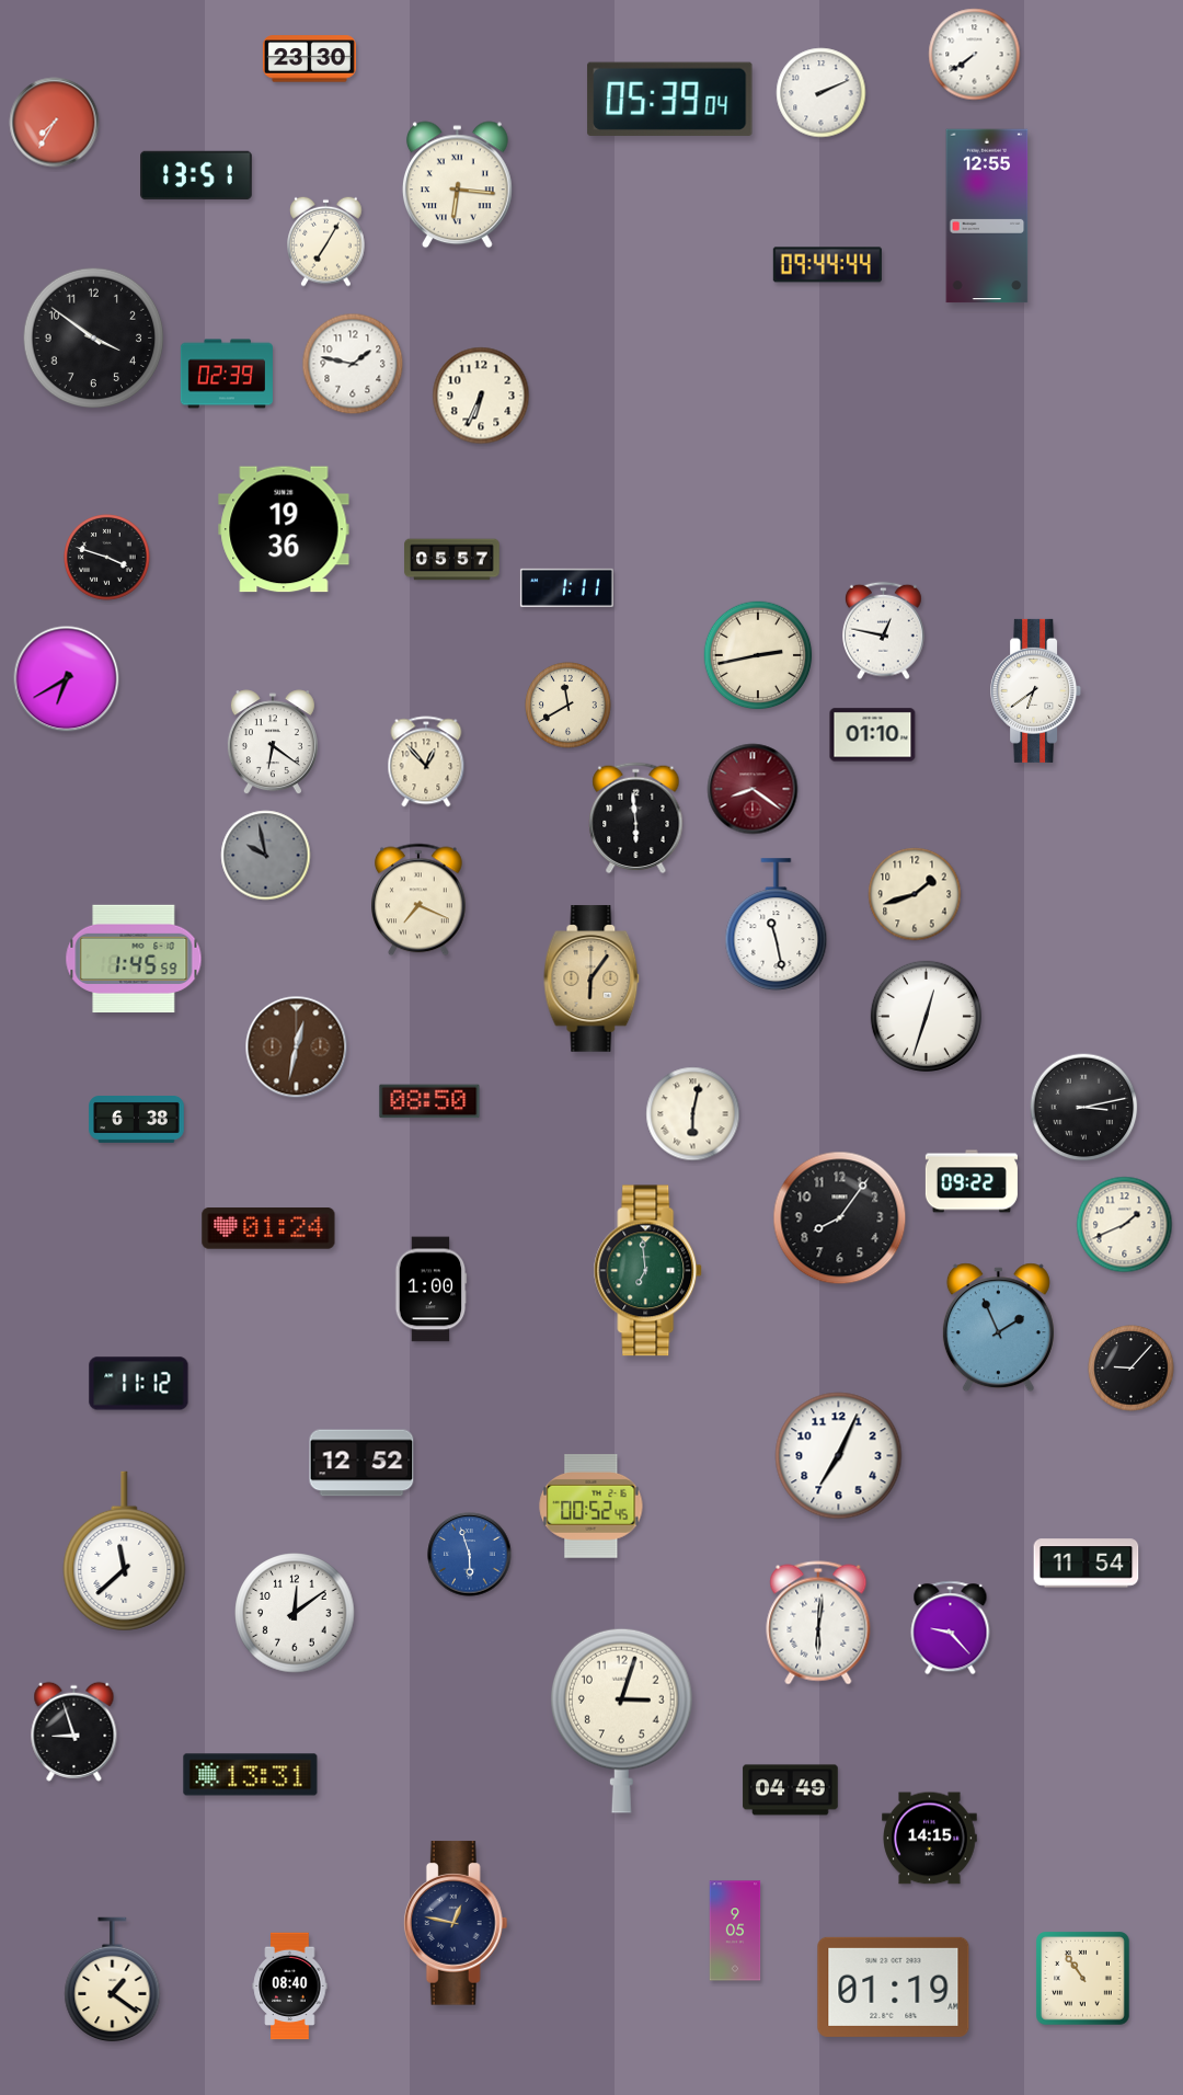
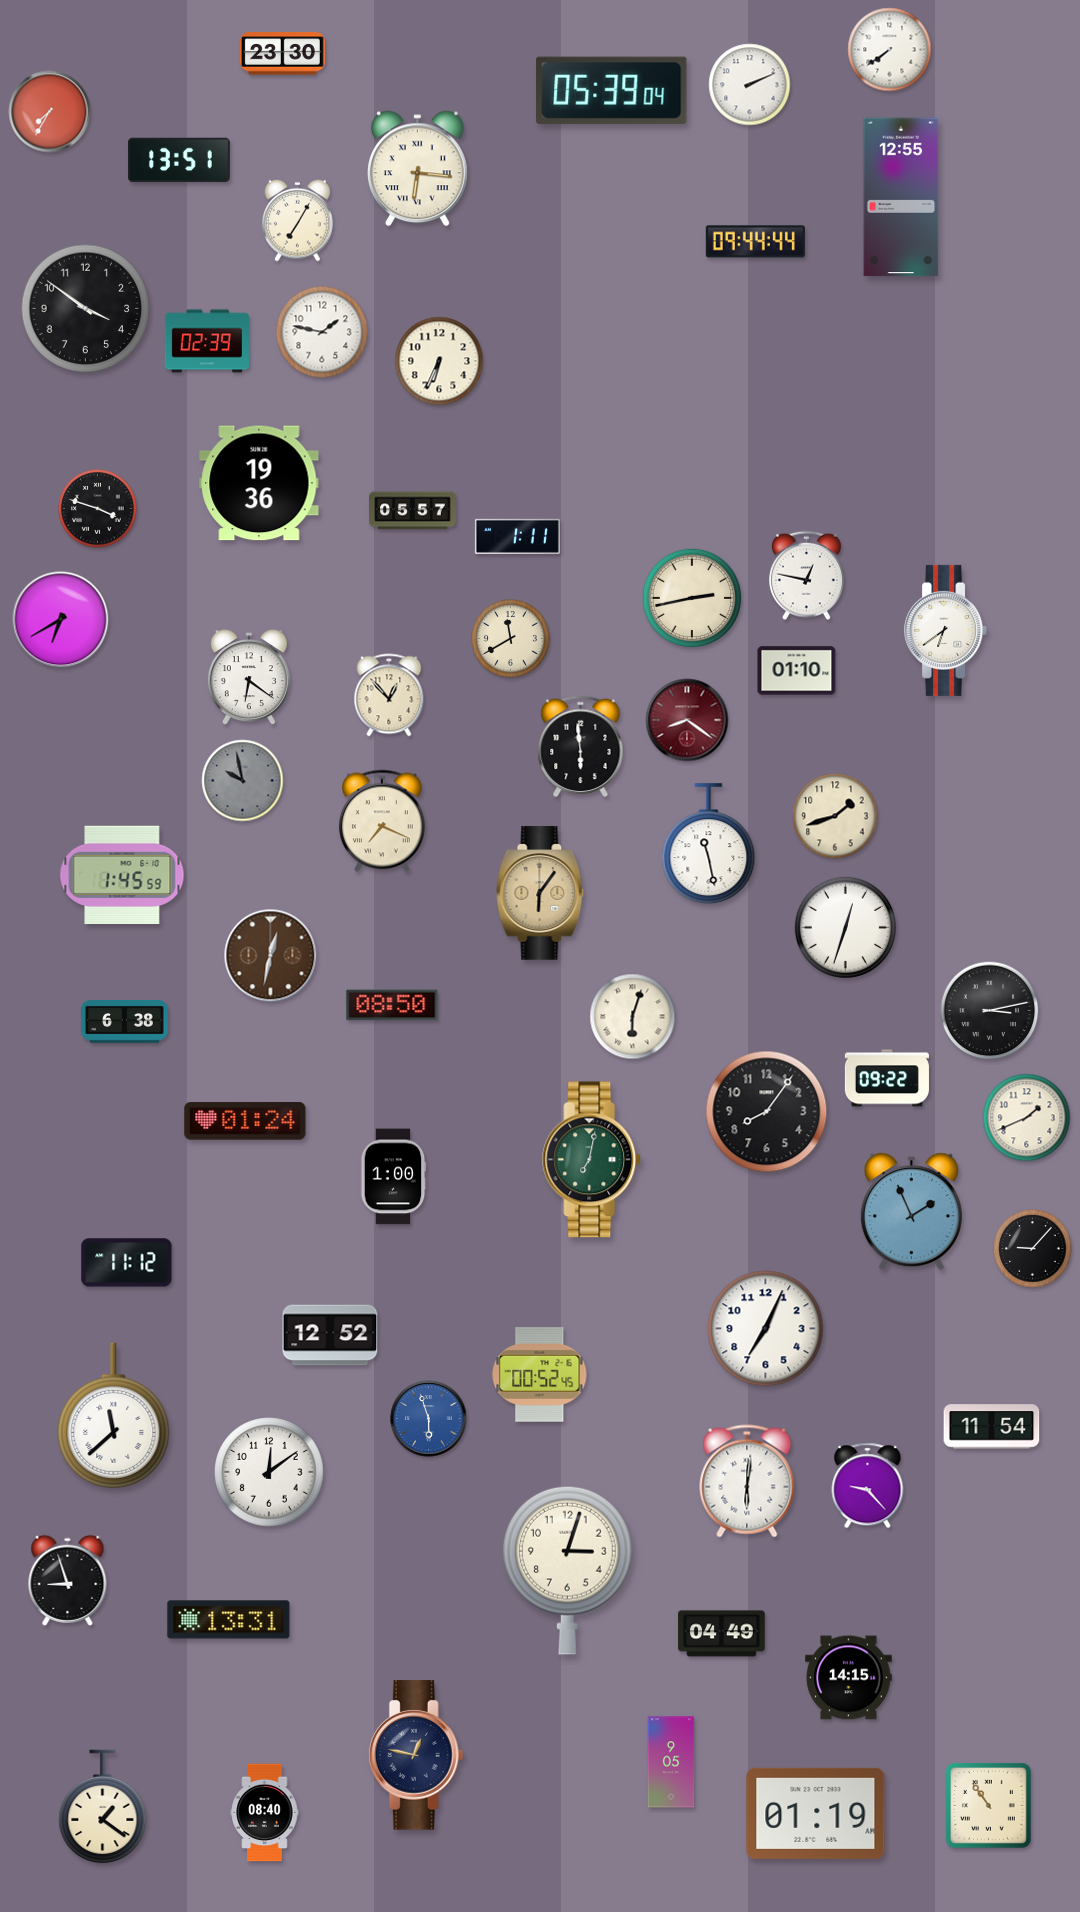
clock at (568, 706) position: (568, 706) -> (511, 639)
clock at (693, 1114): 6:02 -> 6:03
clock at (648, 1271): 6:59 -> 7:02
